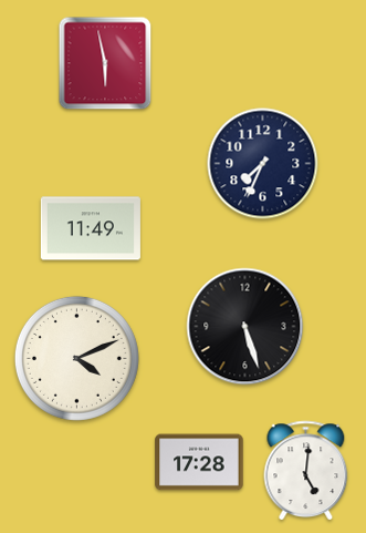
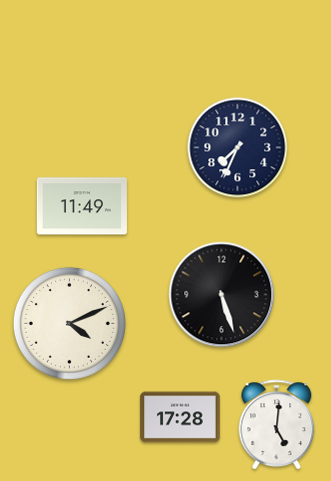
clock at (105, 63): 5:58 -> none
